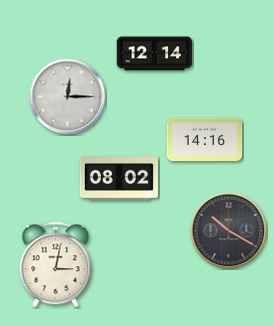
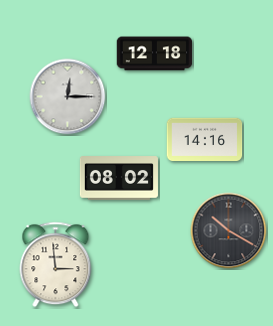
clock at (155, 54): 12:14 -> 12:18
clock at (56, 265): 3:02 -> 2:59
